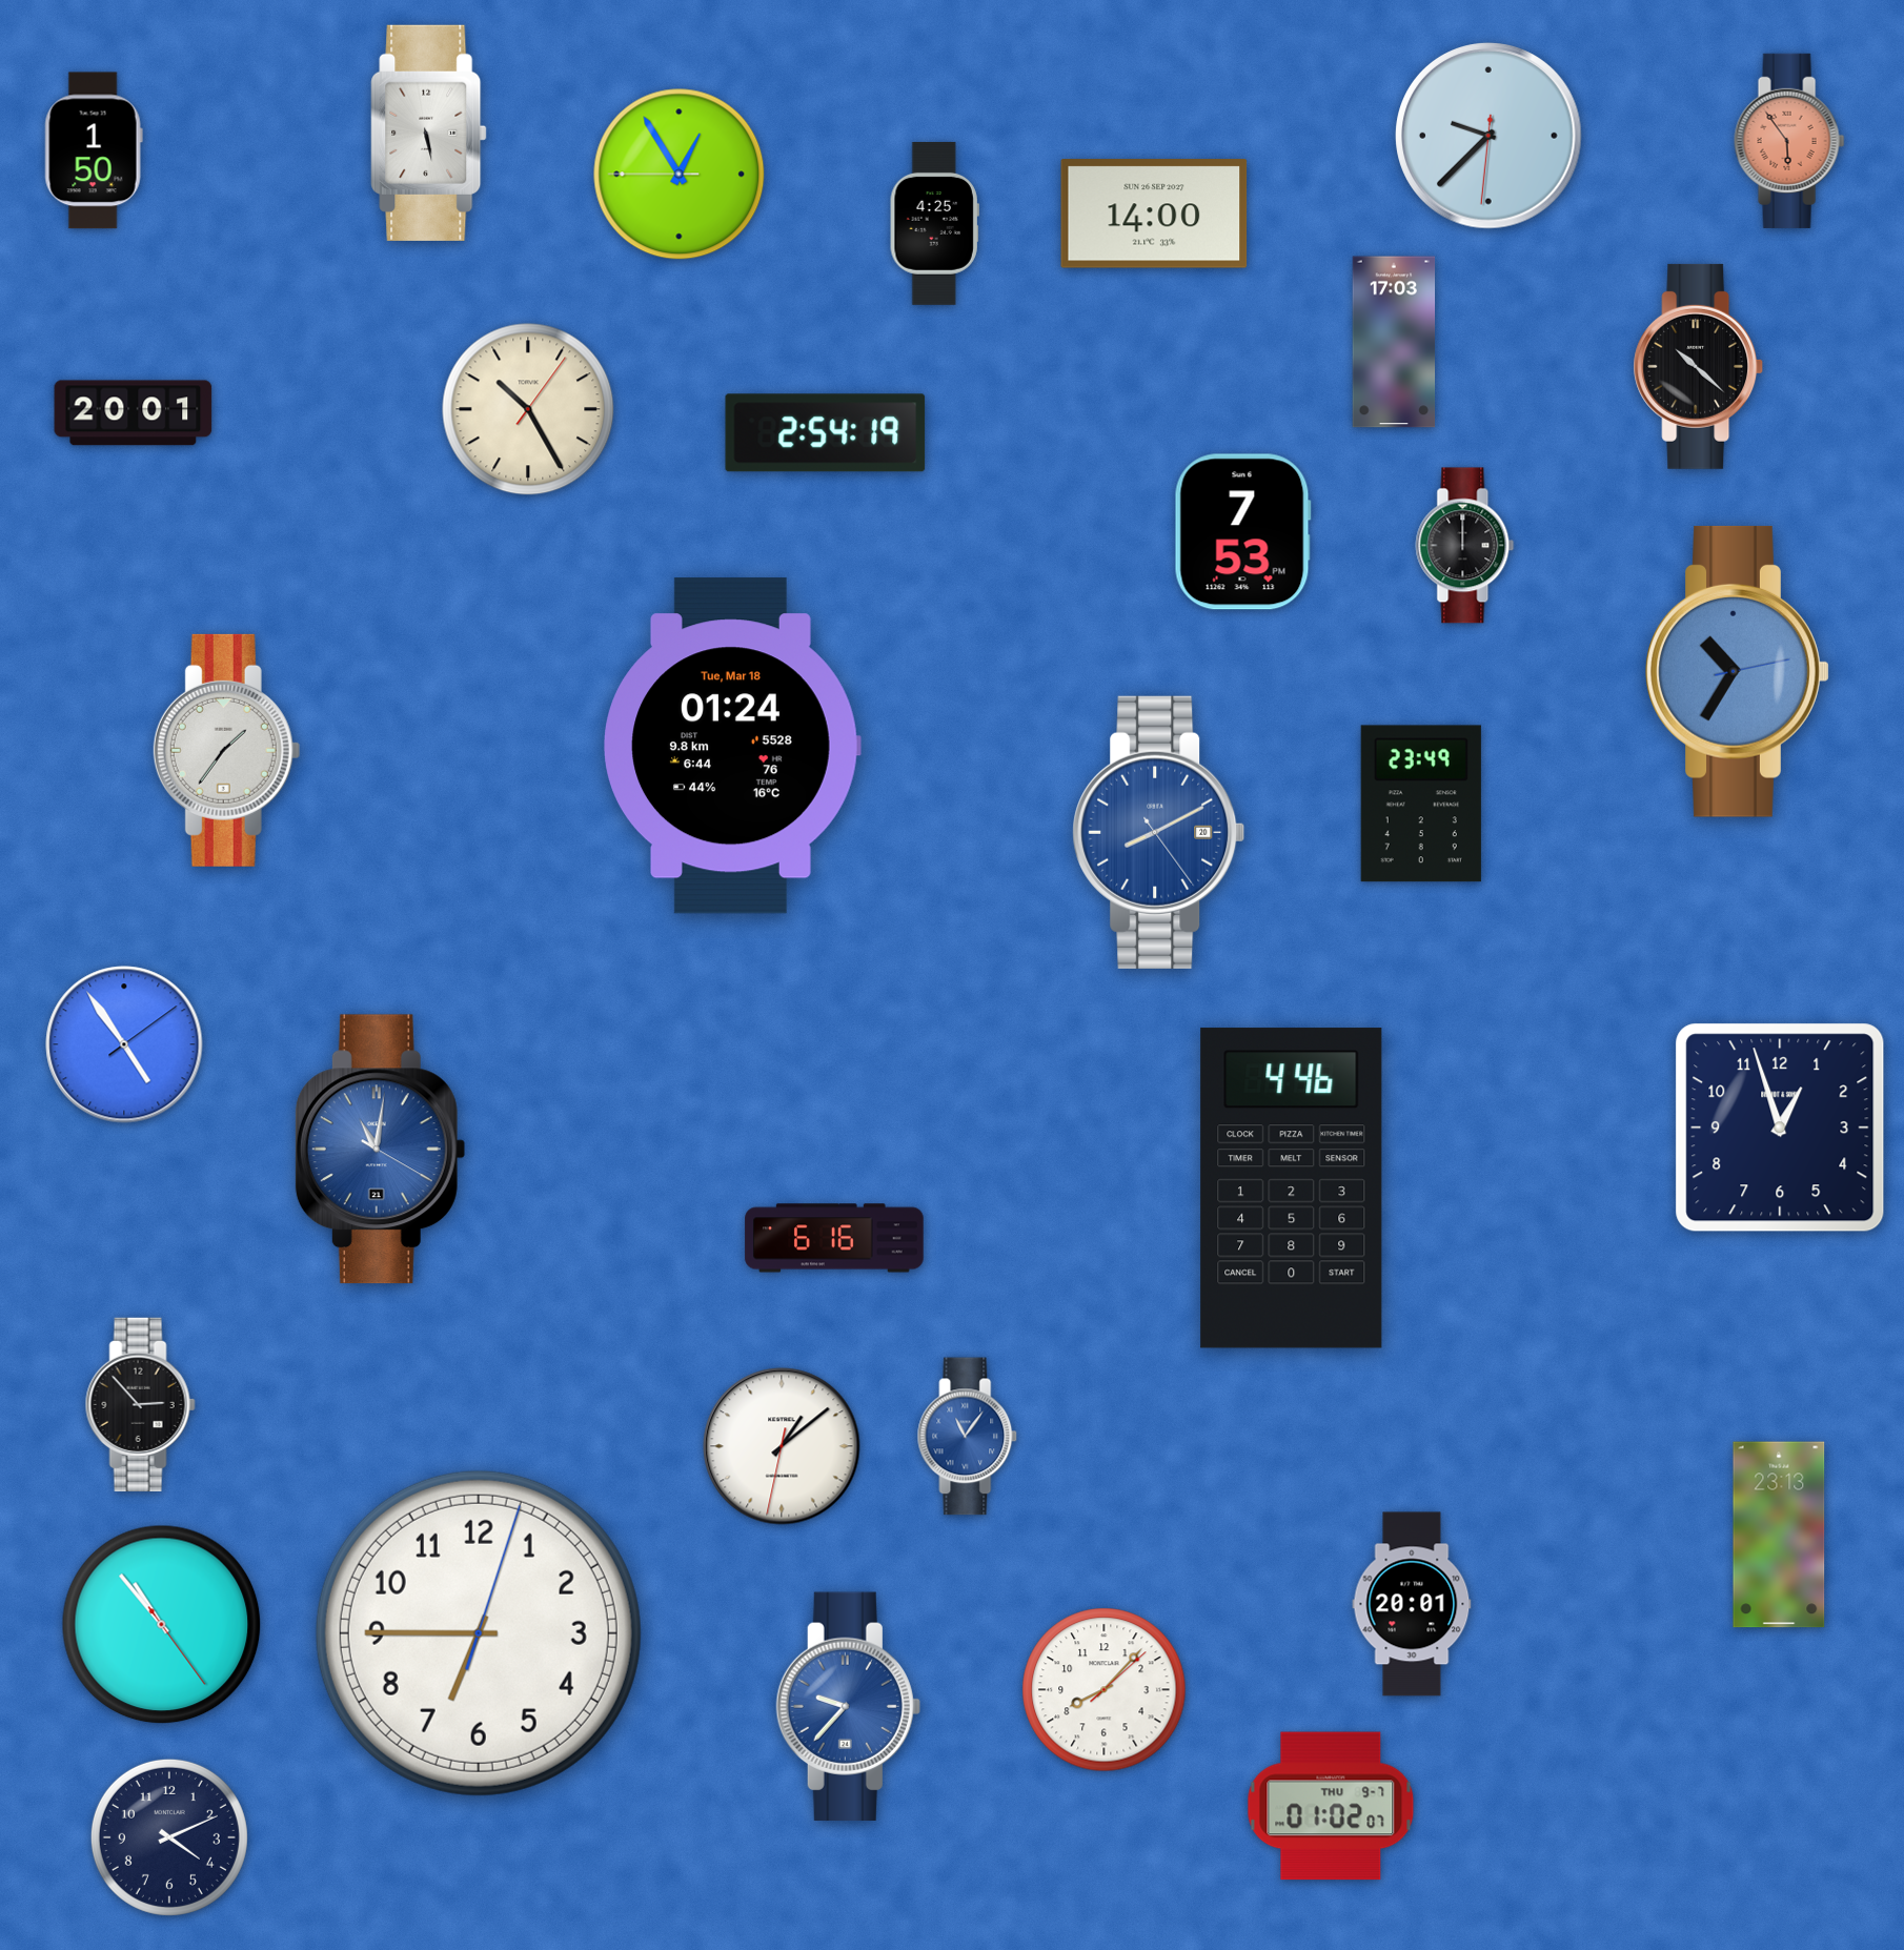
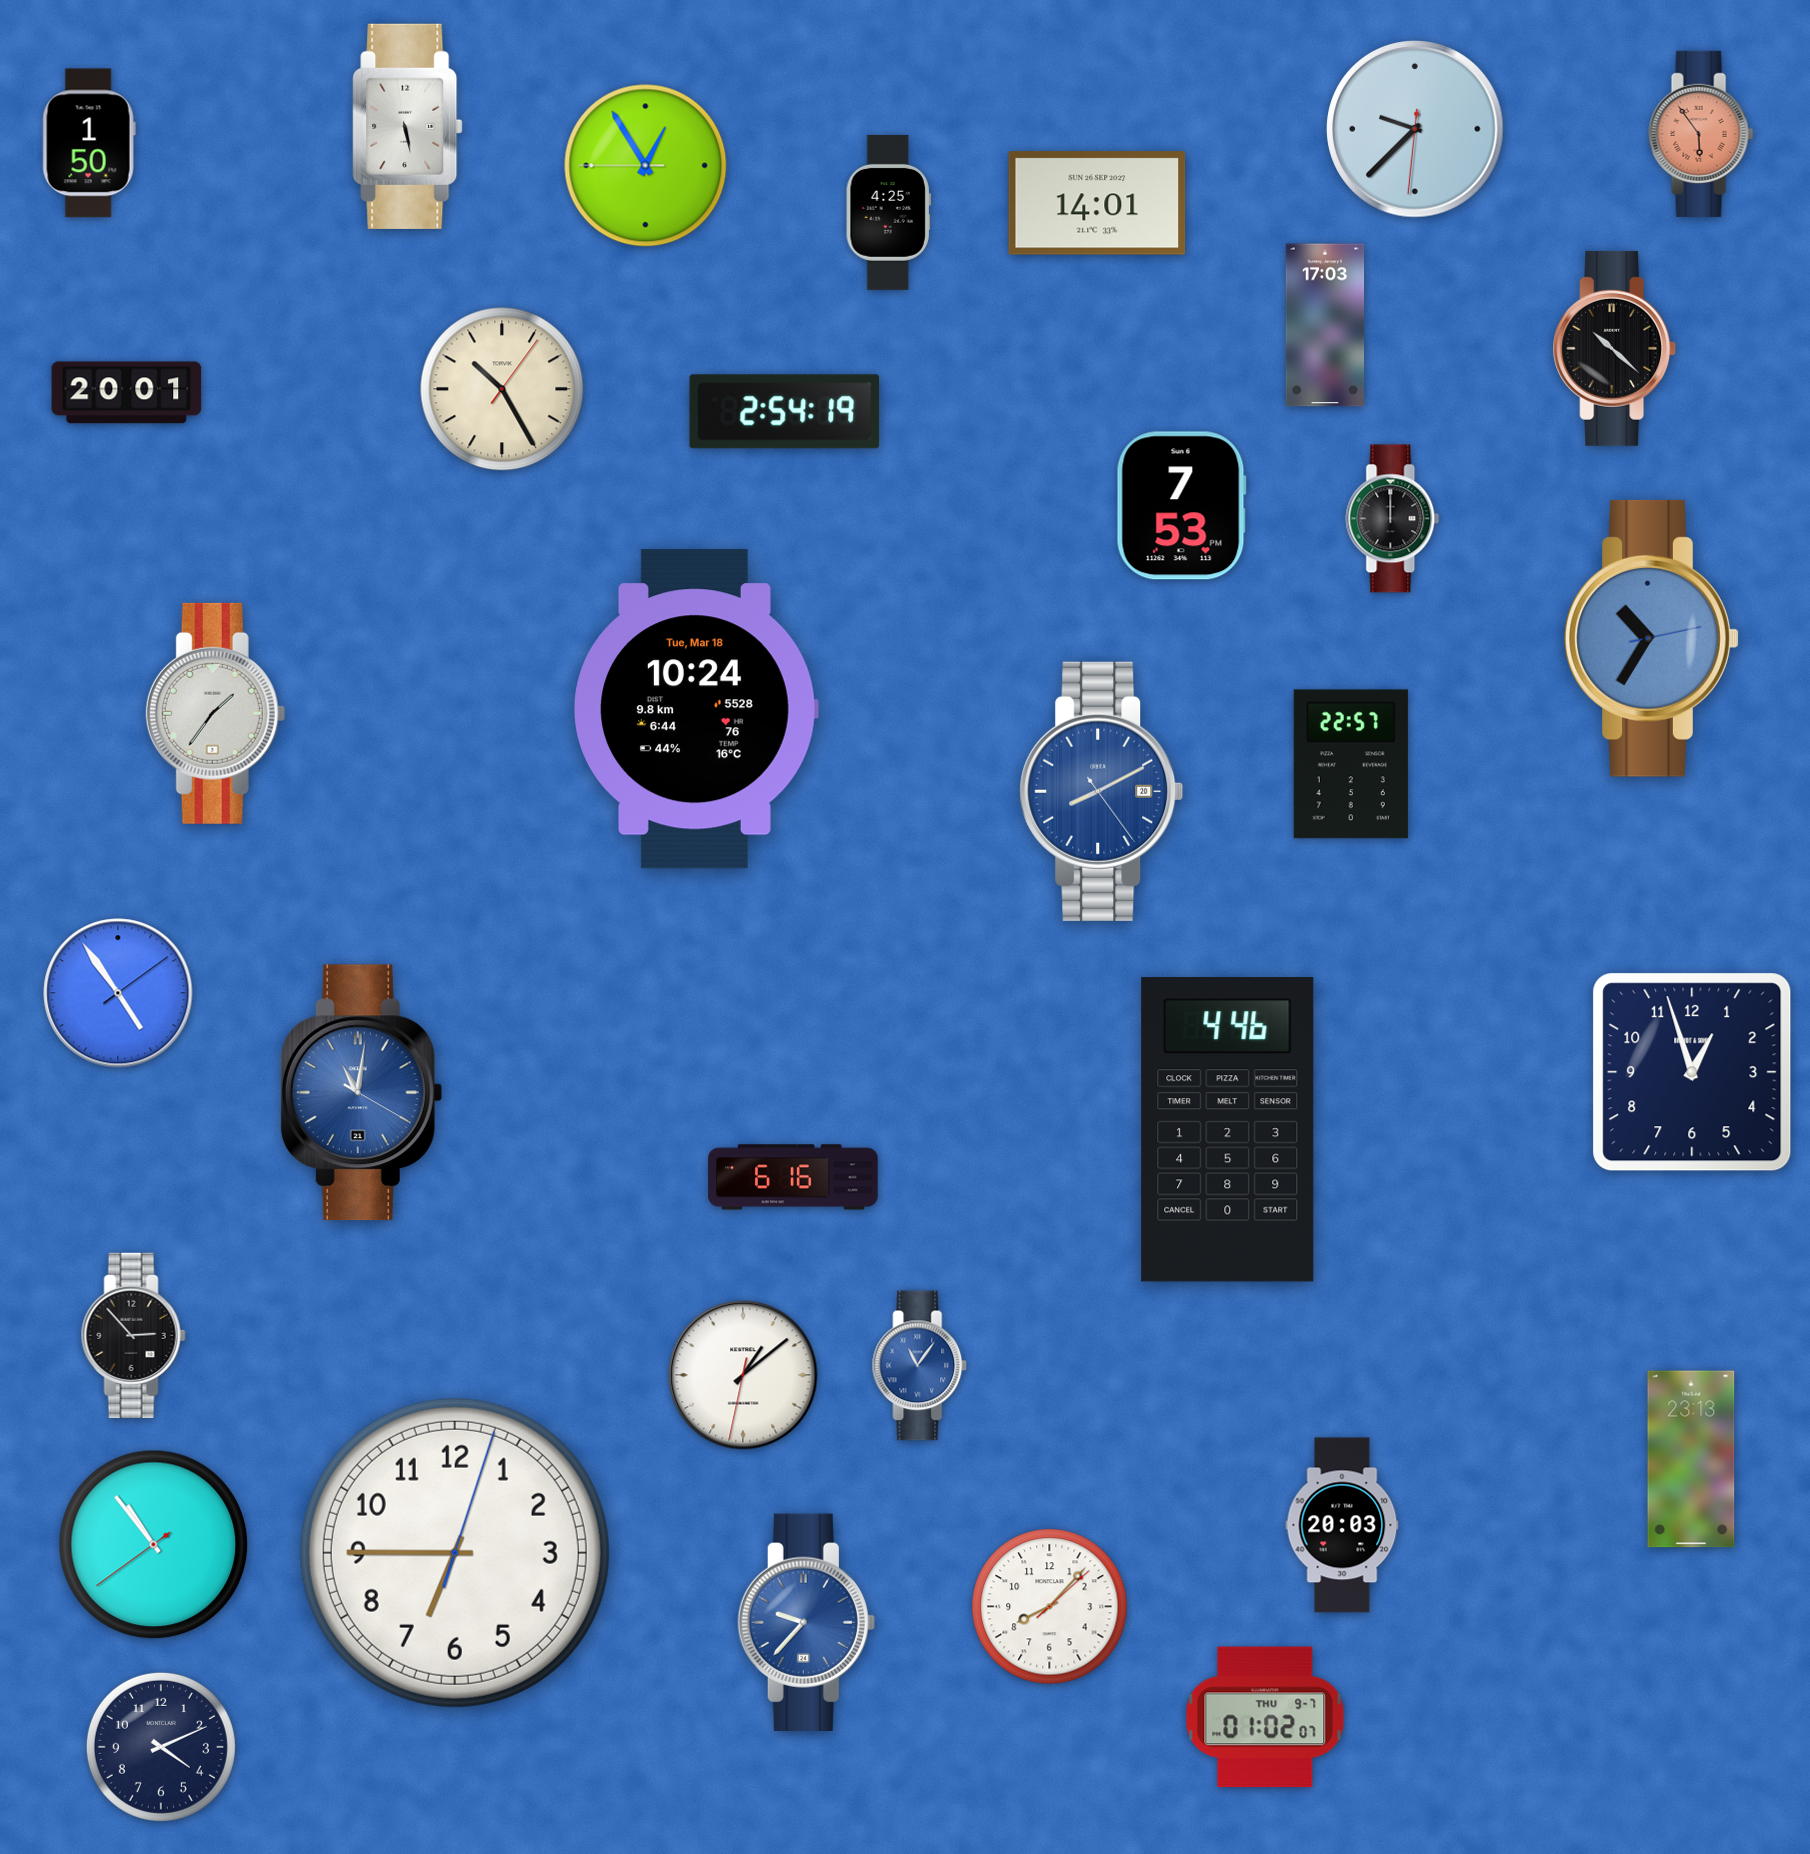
clock at (1154, 214): 14:00 -> 14:01
clock at (732, 746): 01:24 -> 10:24
clock at (1421, 804): 23:49 -> 22:57
clock at (1412, 1604): 20:01 -> 20:03
clock at (162, 1625): 10:53:24 -> 10:53:39
